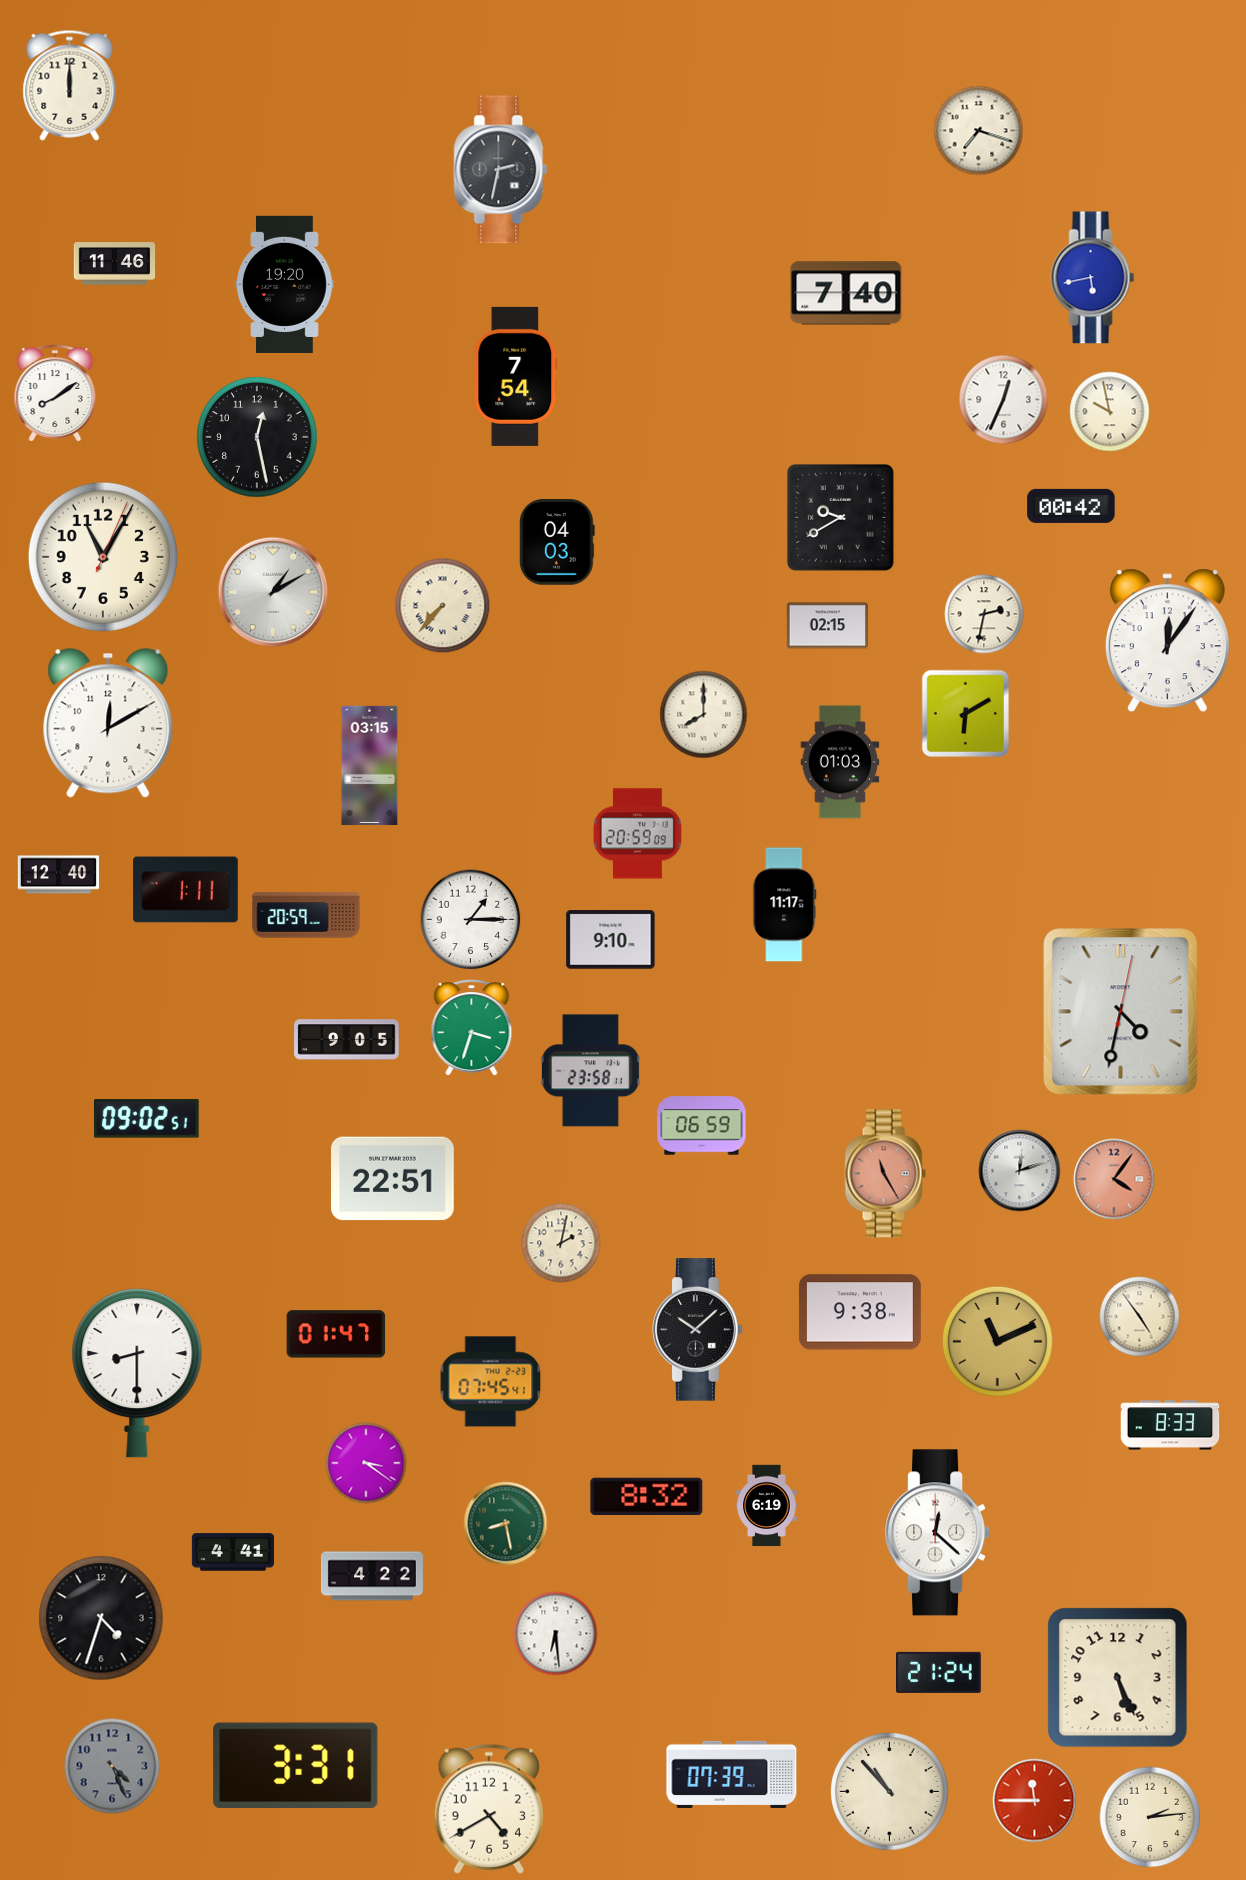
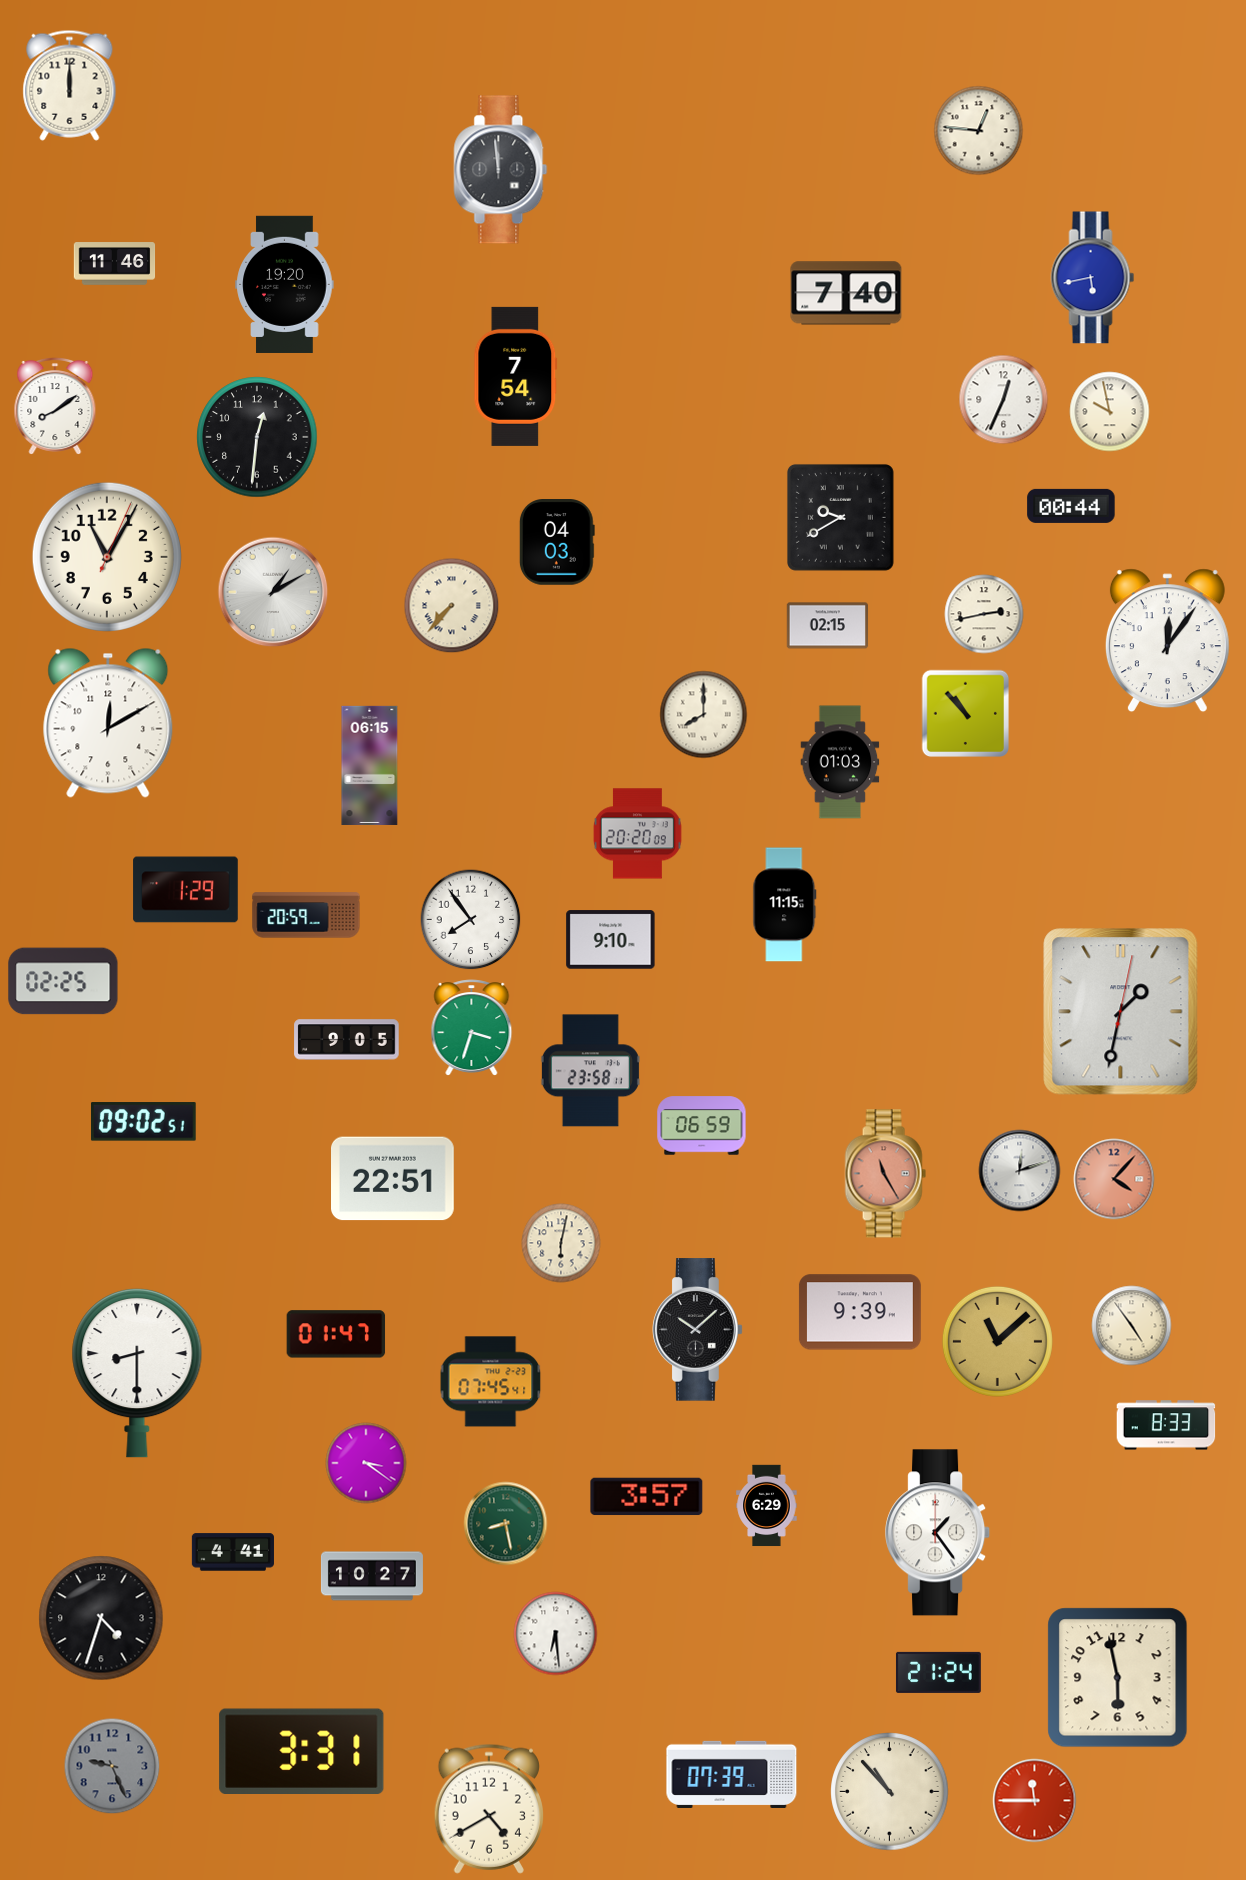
clock at (979, 131): 7:18 -> 12:46
clock at (501, 170): 2:32 -> 11:59
clock at (55, 393) position: (55, 393) -> (55, 406)
clock at (257, 437): 12:28 -> 12:31
clock at (1071, 506): 00:42 -> 00:44
clock at (103, 557) position: (103, 557) -> (107, 557)
clock at (443, 606) position: (443, 606) -> (452, 606)
clock at (984, 614): 2:32 -> 2:43
clock at (966, 714): 6:10 -> 10:53
clock at (370, 765): 03:15 -> 06:15
clock at (637, 834): 20:59 -> 20:20
clock at (59, 875): 12:40 -> none
clock at (186, 890): 1:11 -> 1:29
clock at (785, 905): 11:17 -> 11:15
clock at (471, 920): 1:15 -> 7:54
clock at (63, 981): none -> 02:25
clock at (1121, 1012): 4:32 -> 1:32
clock at (146, 1119) position: (146, 1119) -> (143, 1122)
clock at (1114, 1179): 4:06 -> 4:07
clock at (561, 1243): 2:02 -> 6:02
clock at (860, 1312): 9:38 -> 9:39
clock at (1140, 1317) position: (1140, 1317) -> (1132, 1326)
clock at (997, 1341): 11:11 -> 11:08
clock at (1170, 1425) position: (1170, 1425) -> (1166, 1425)
clock at (647, 1497): 8:32 -> 3:57
clock at (767, 1506): 6:19 -> 6:29
clock at (938, 1533): 12:22 -> 1:24
clock at (372, 1576): 4:22 -> 10:27
clock at (1118, 1678): 5:26 -> 5:58
clock at (296, 1765) position: (296, 1765) -> (302, 1751)
clock at (112, 1766): 4:26 -> 9:26
clock at (1150, 1817): 2:14 -> none
